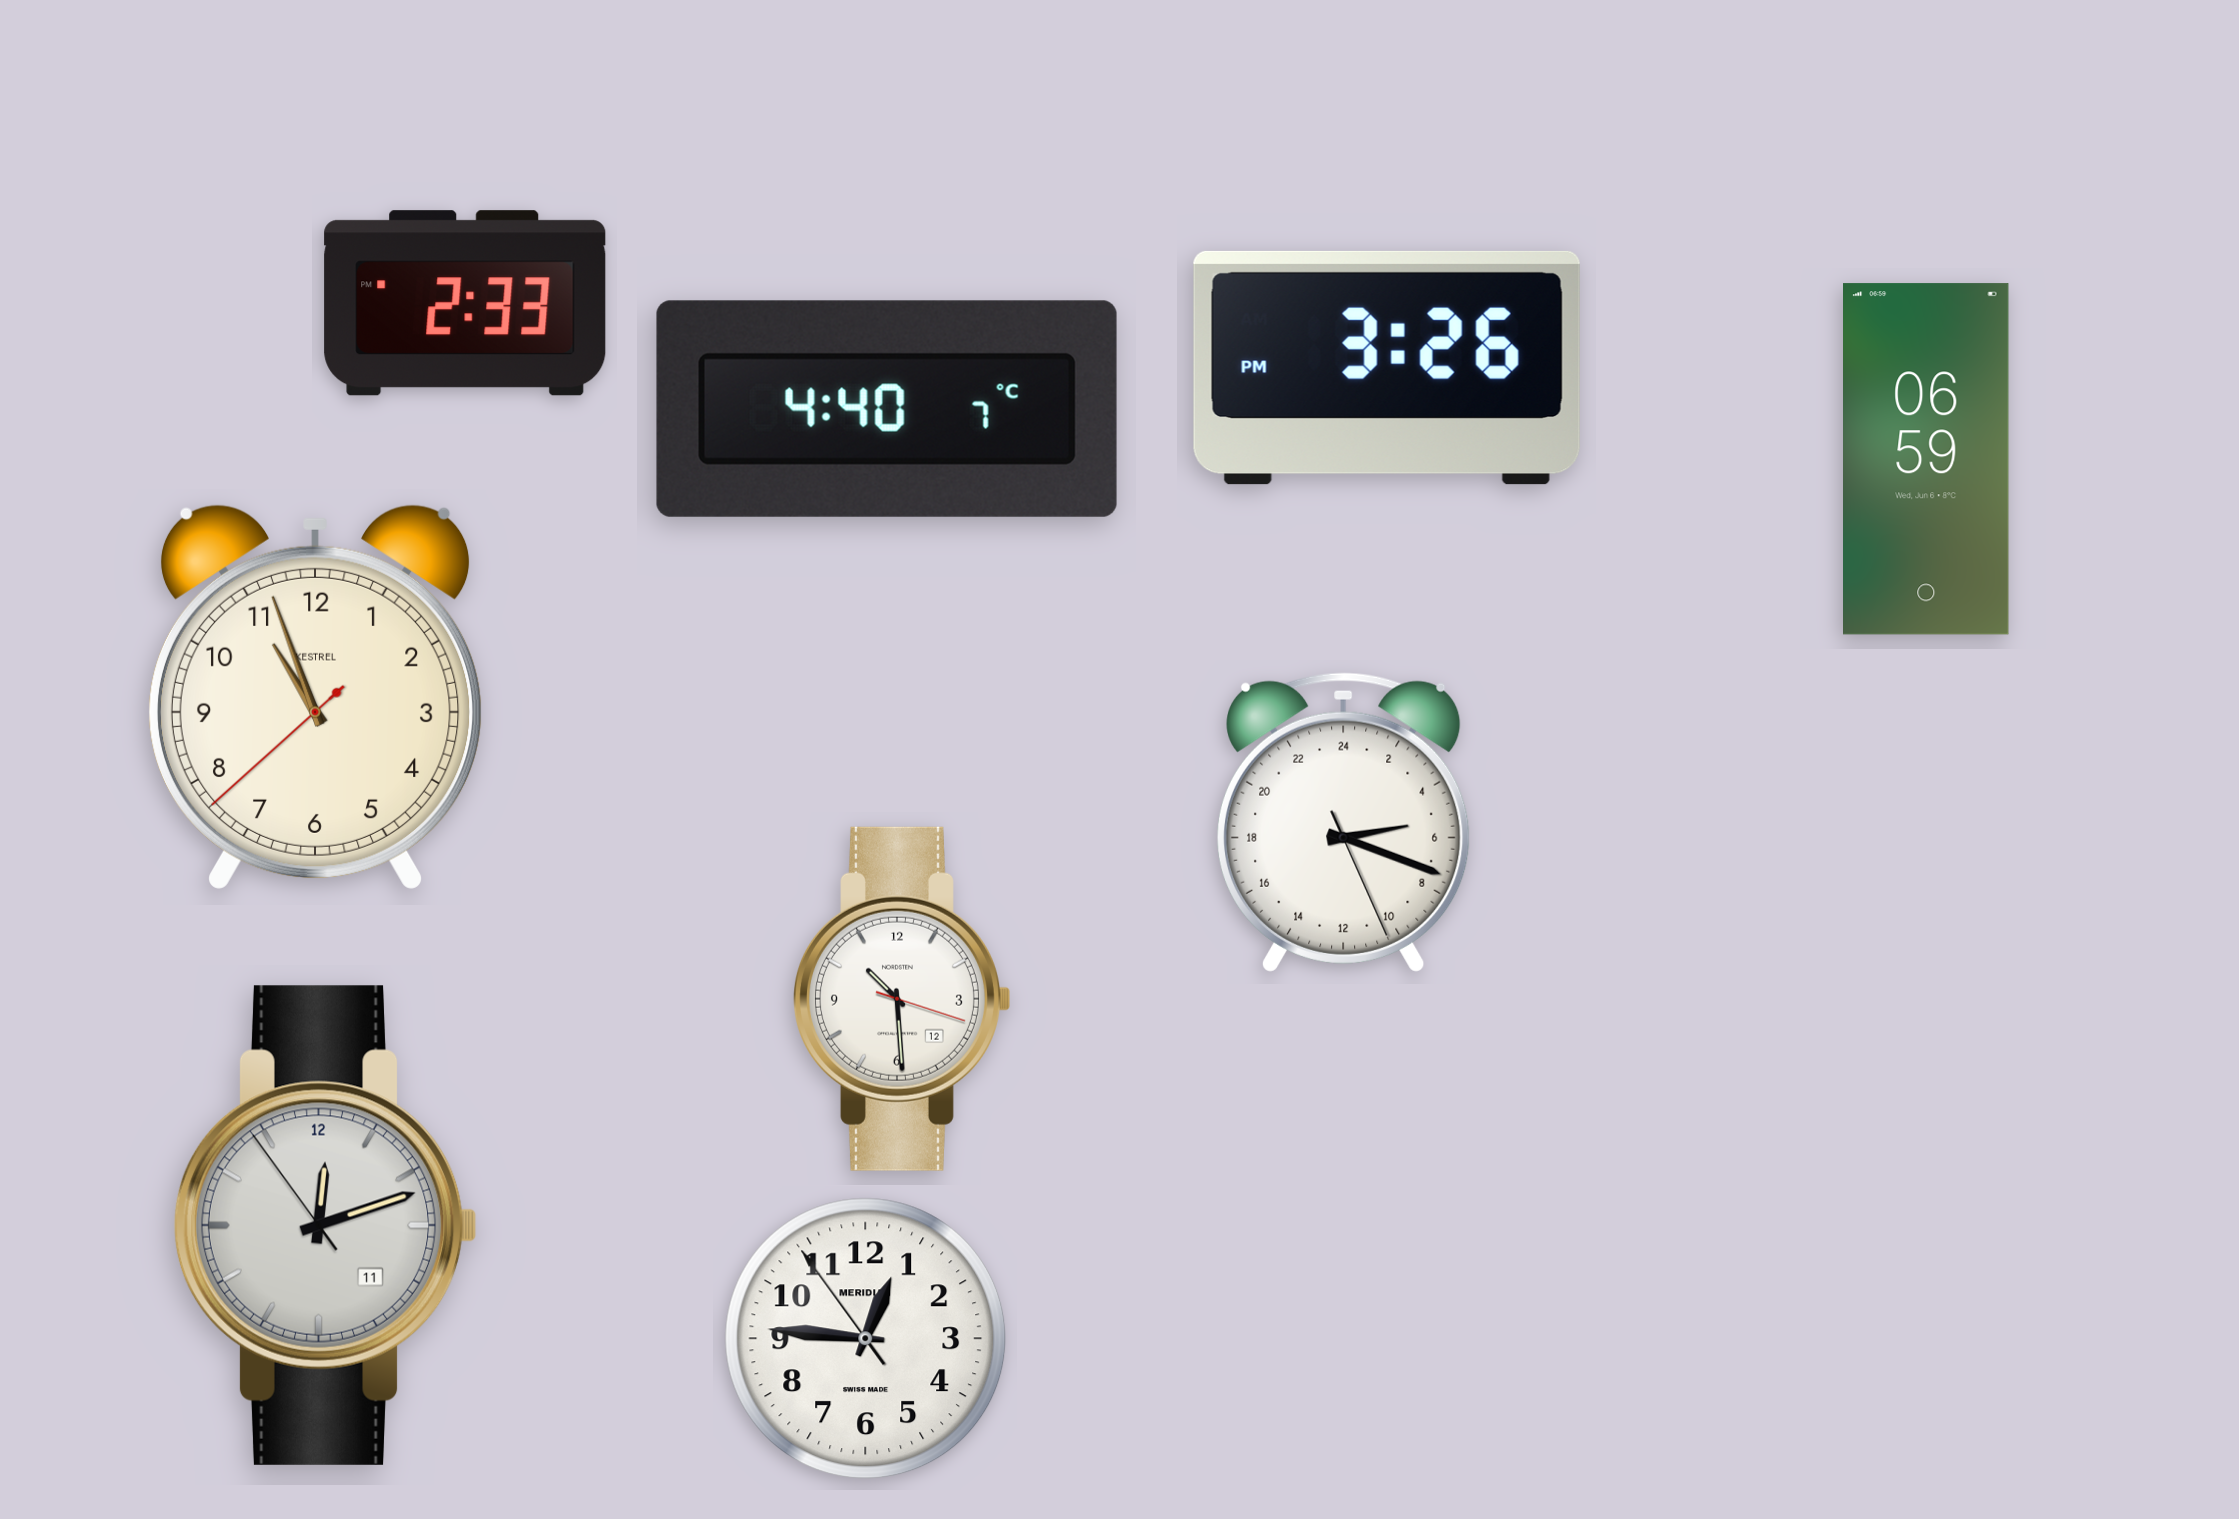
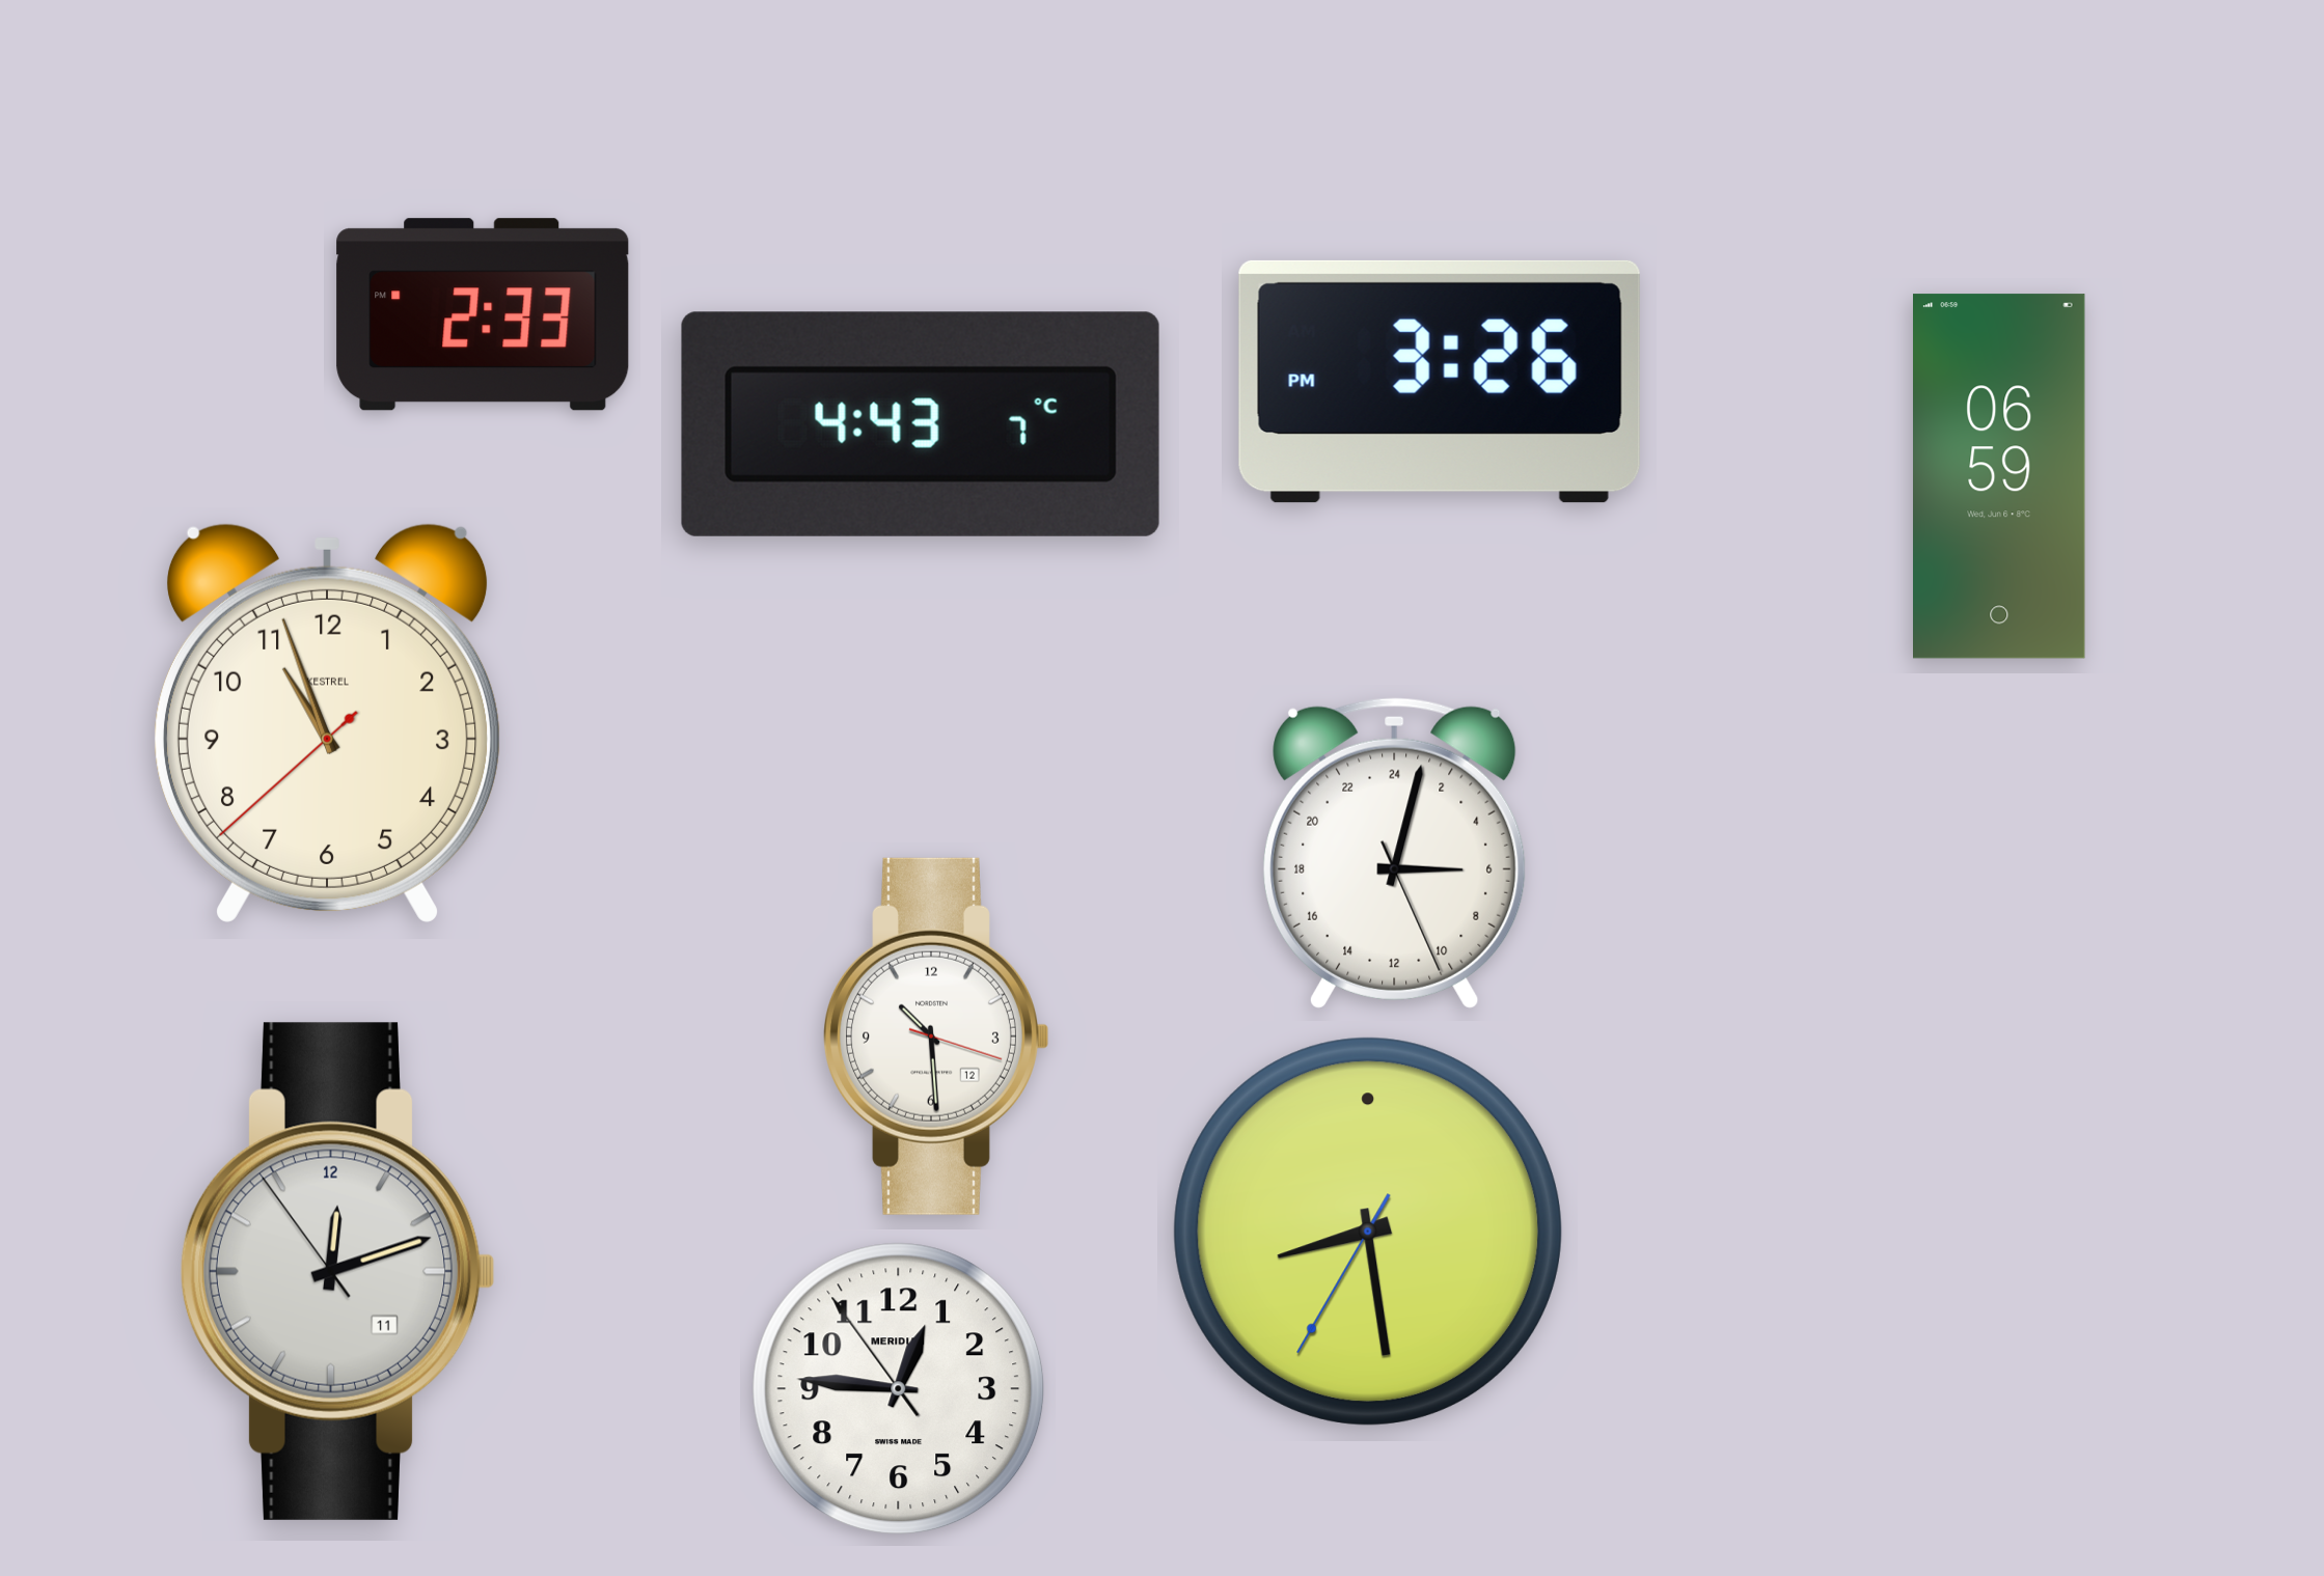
clock at (887, 409): 4:40 -> 4:43
clock at (1343, 822): 5:18 -> 6:02
clock at (1368, 1232): none -> 8:28
